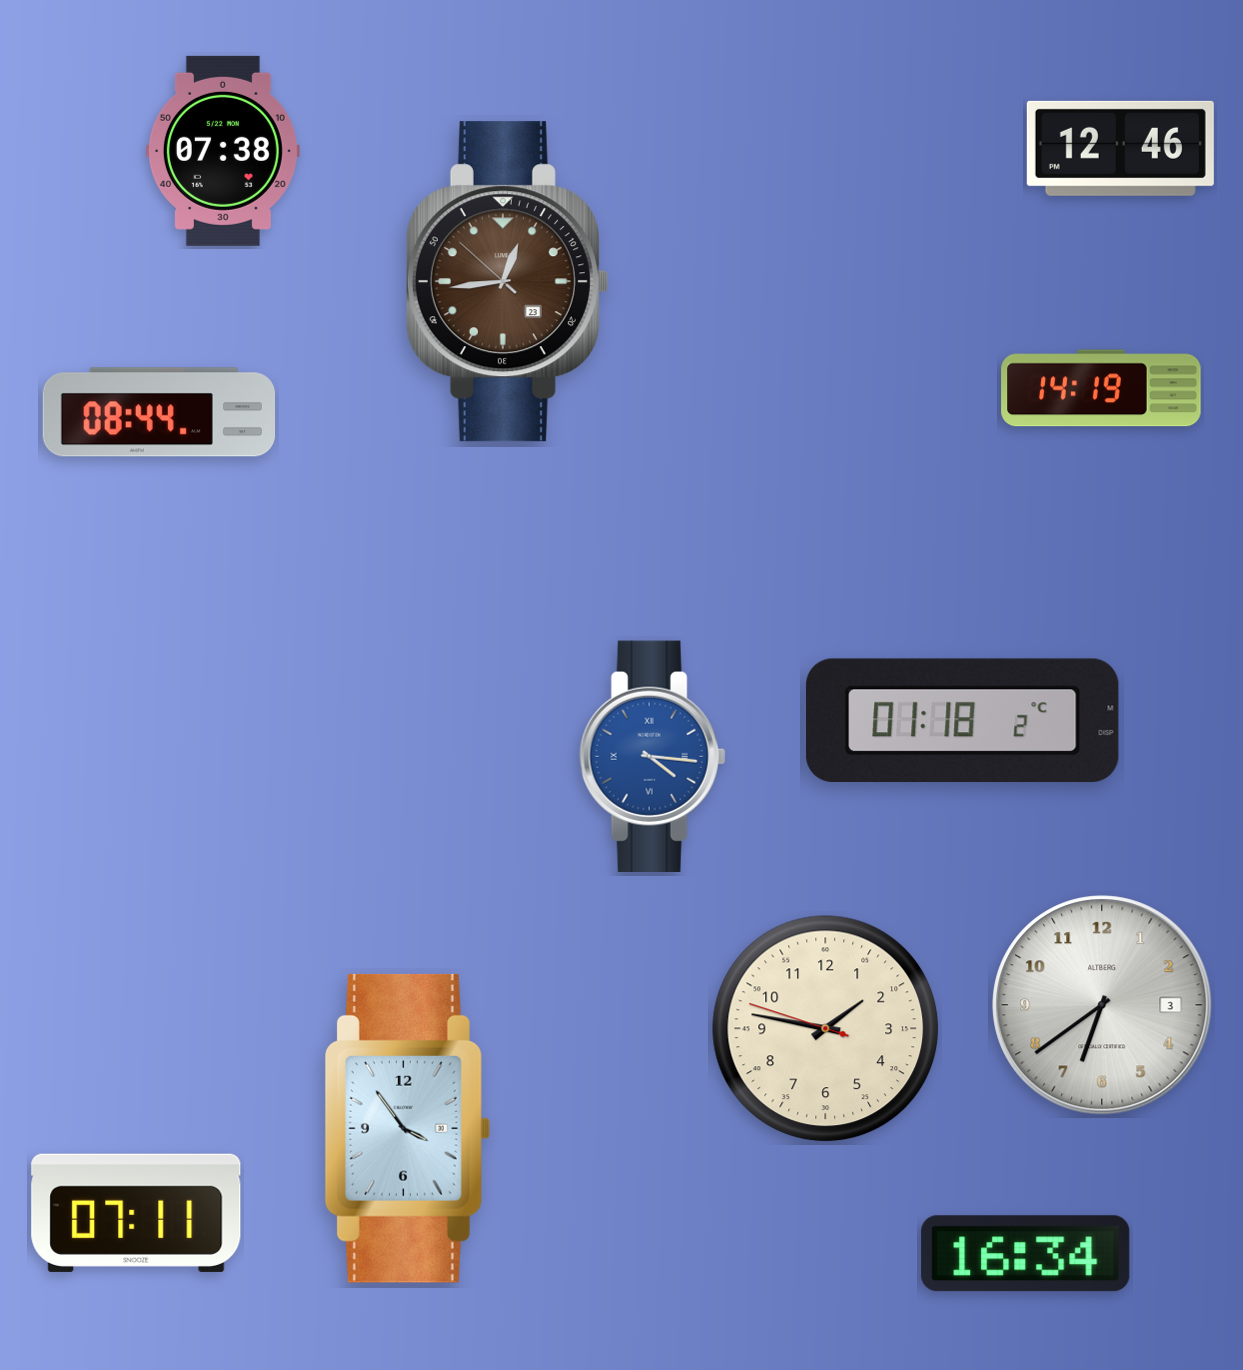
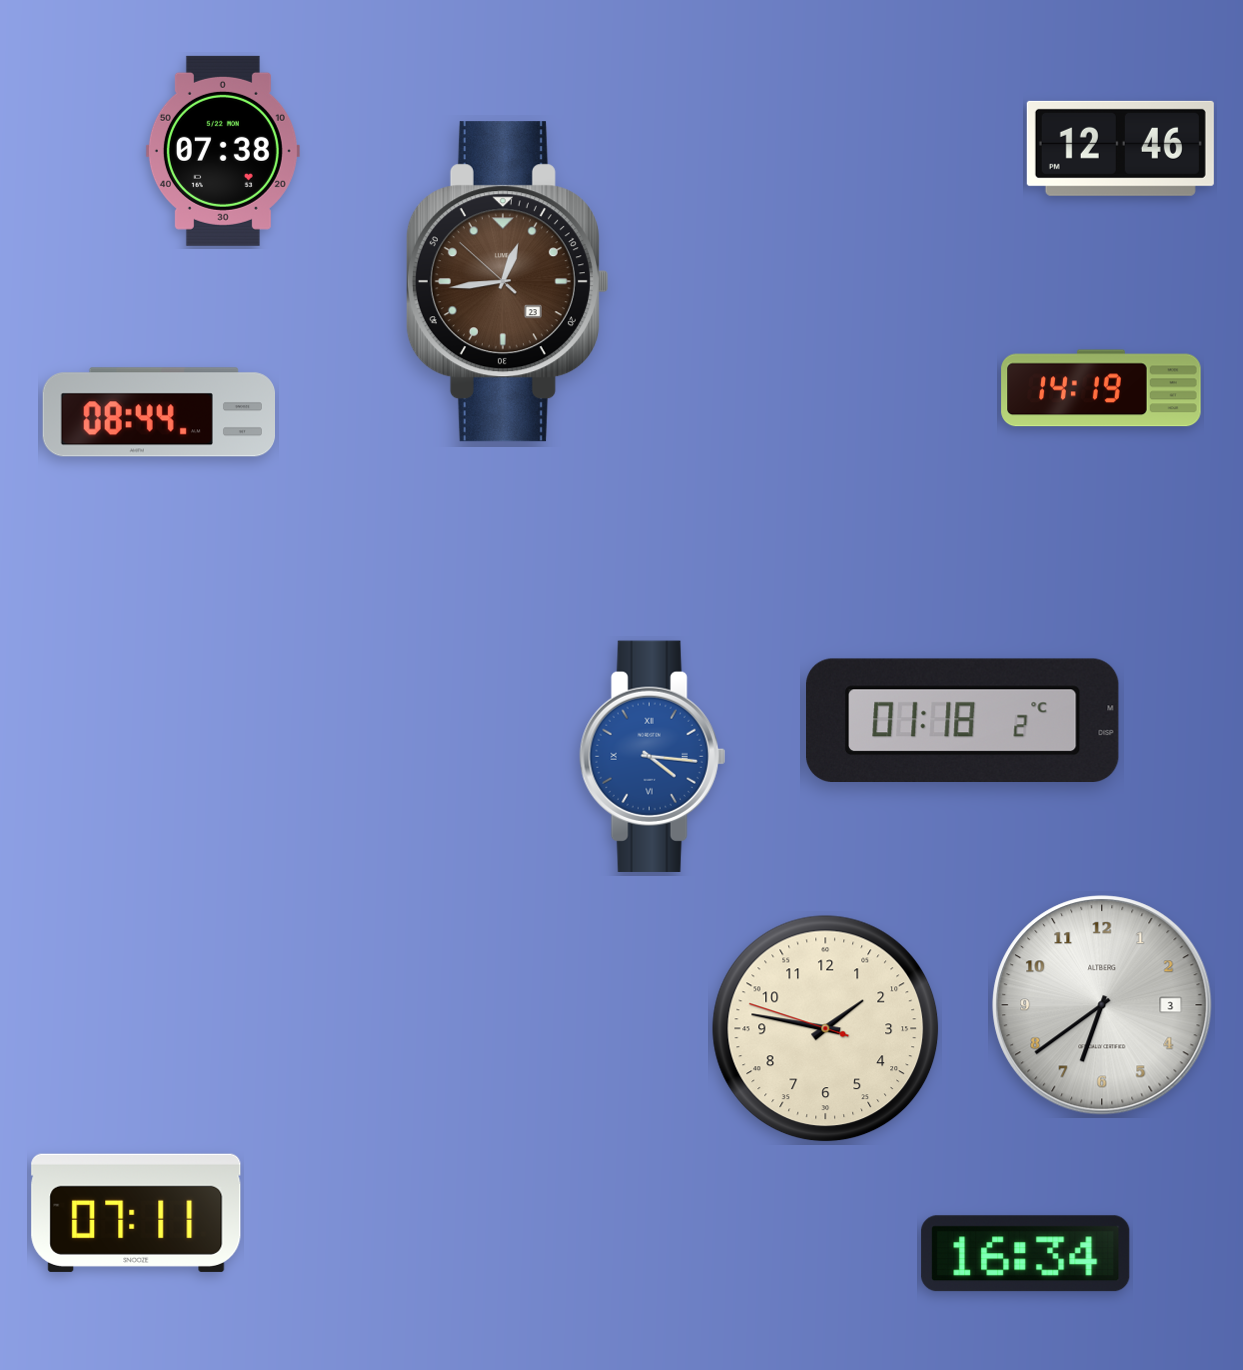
clock at (407, 1128): 3:54 -> none
